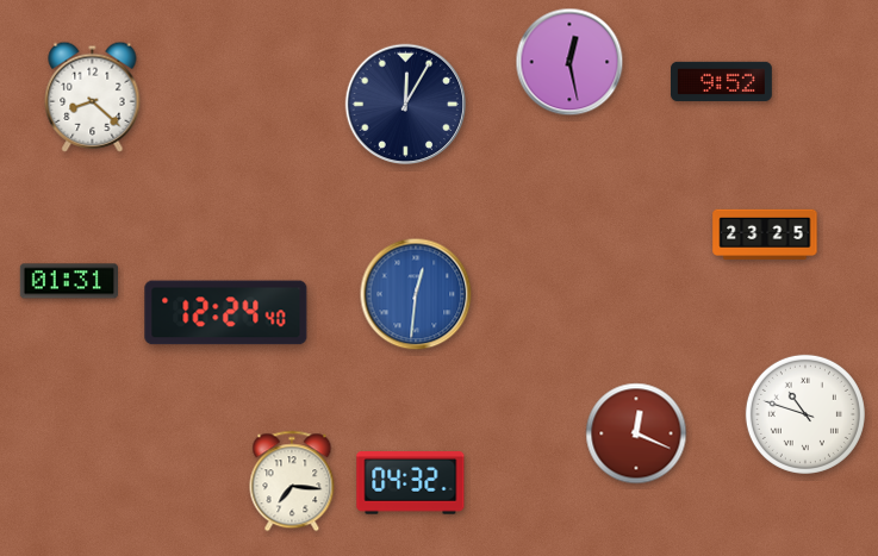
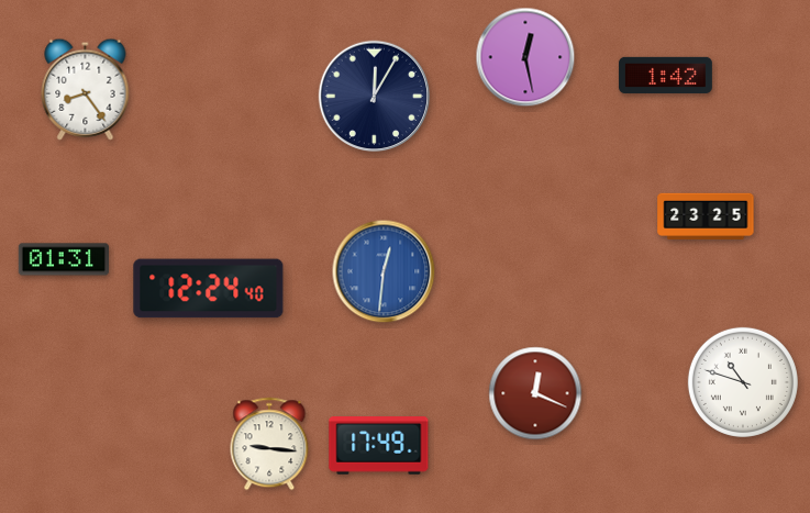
clock at (722, 81): 9:52 -> 1:42
clock at (93, 96): 8:22 -> 8:24
clock at (636, 433) position: (636, 433) -> (535, 393)
clock at (292, 481): 7:16 -> 9:16
clock at (411, 483): 04:32 -> 17:49
